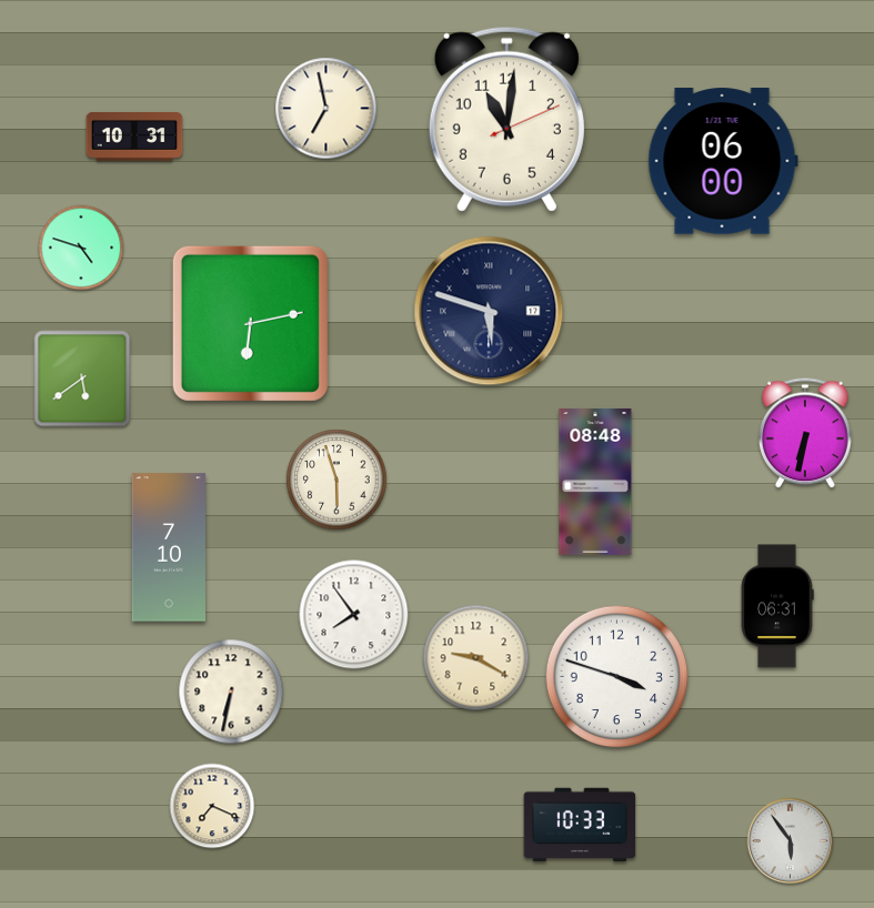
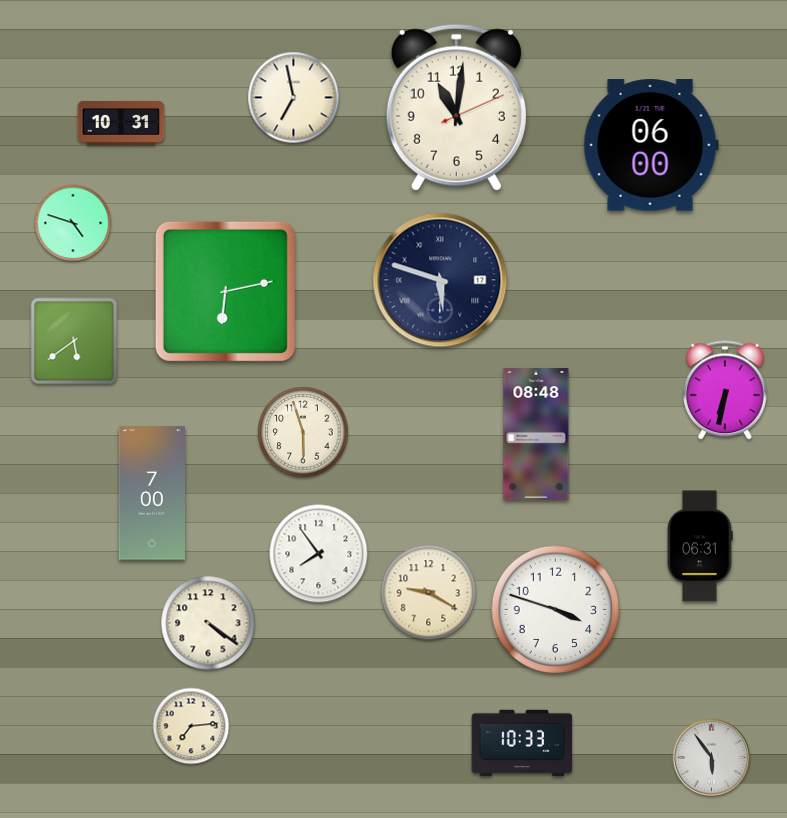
clock at (168, 547): 7:10 -> 7:00
clock at (231, 692): 6:32 -> 4:21
clock at (212, 806): 7:19 -> 7:14
